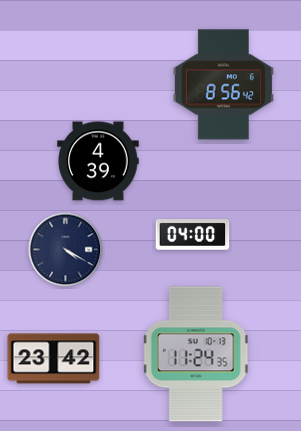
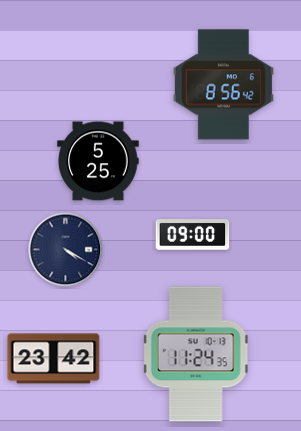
clock at (98, 161): 4:39 -> 5:25
clock at (193, 235): 04:00 -> 09:00
